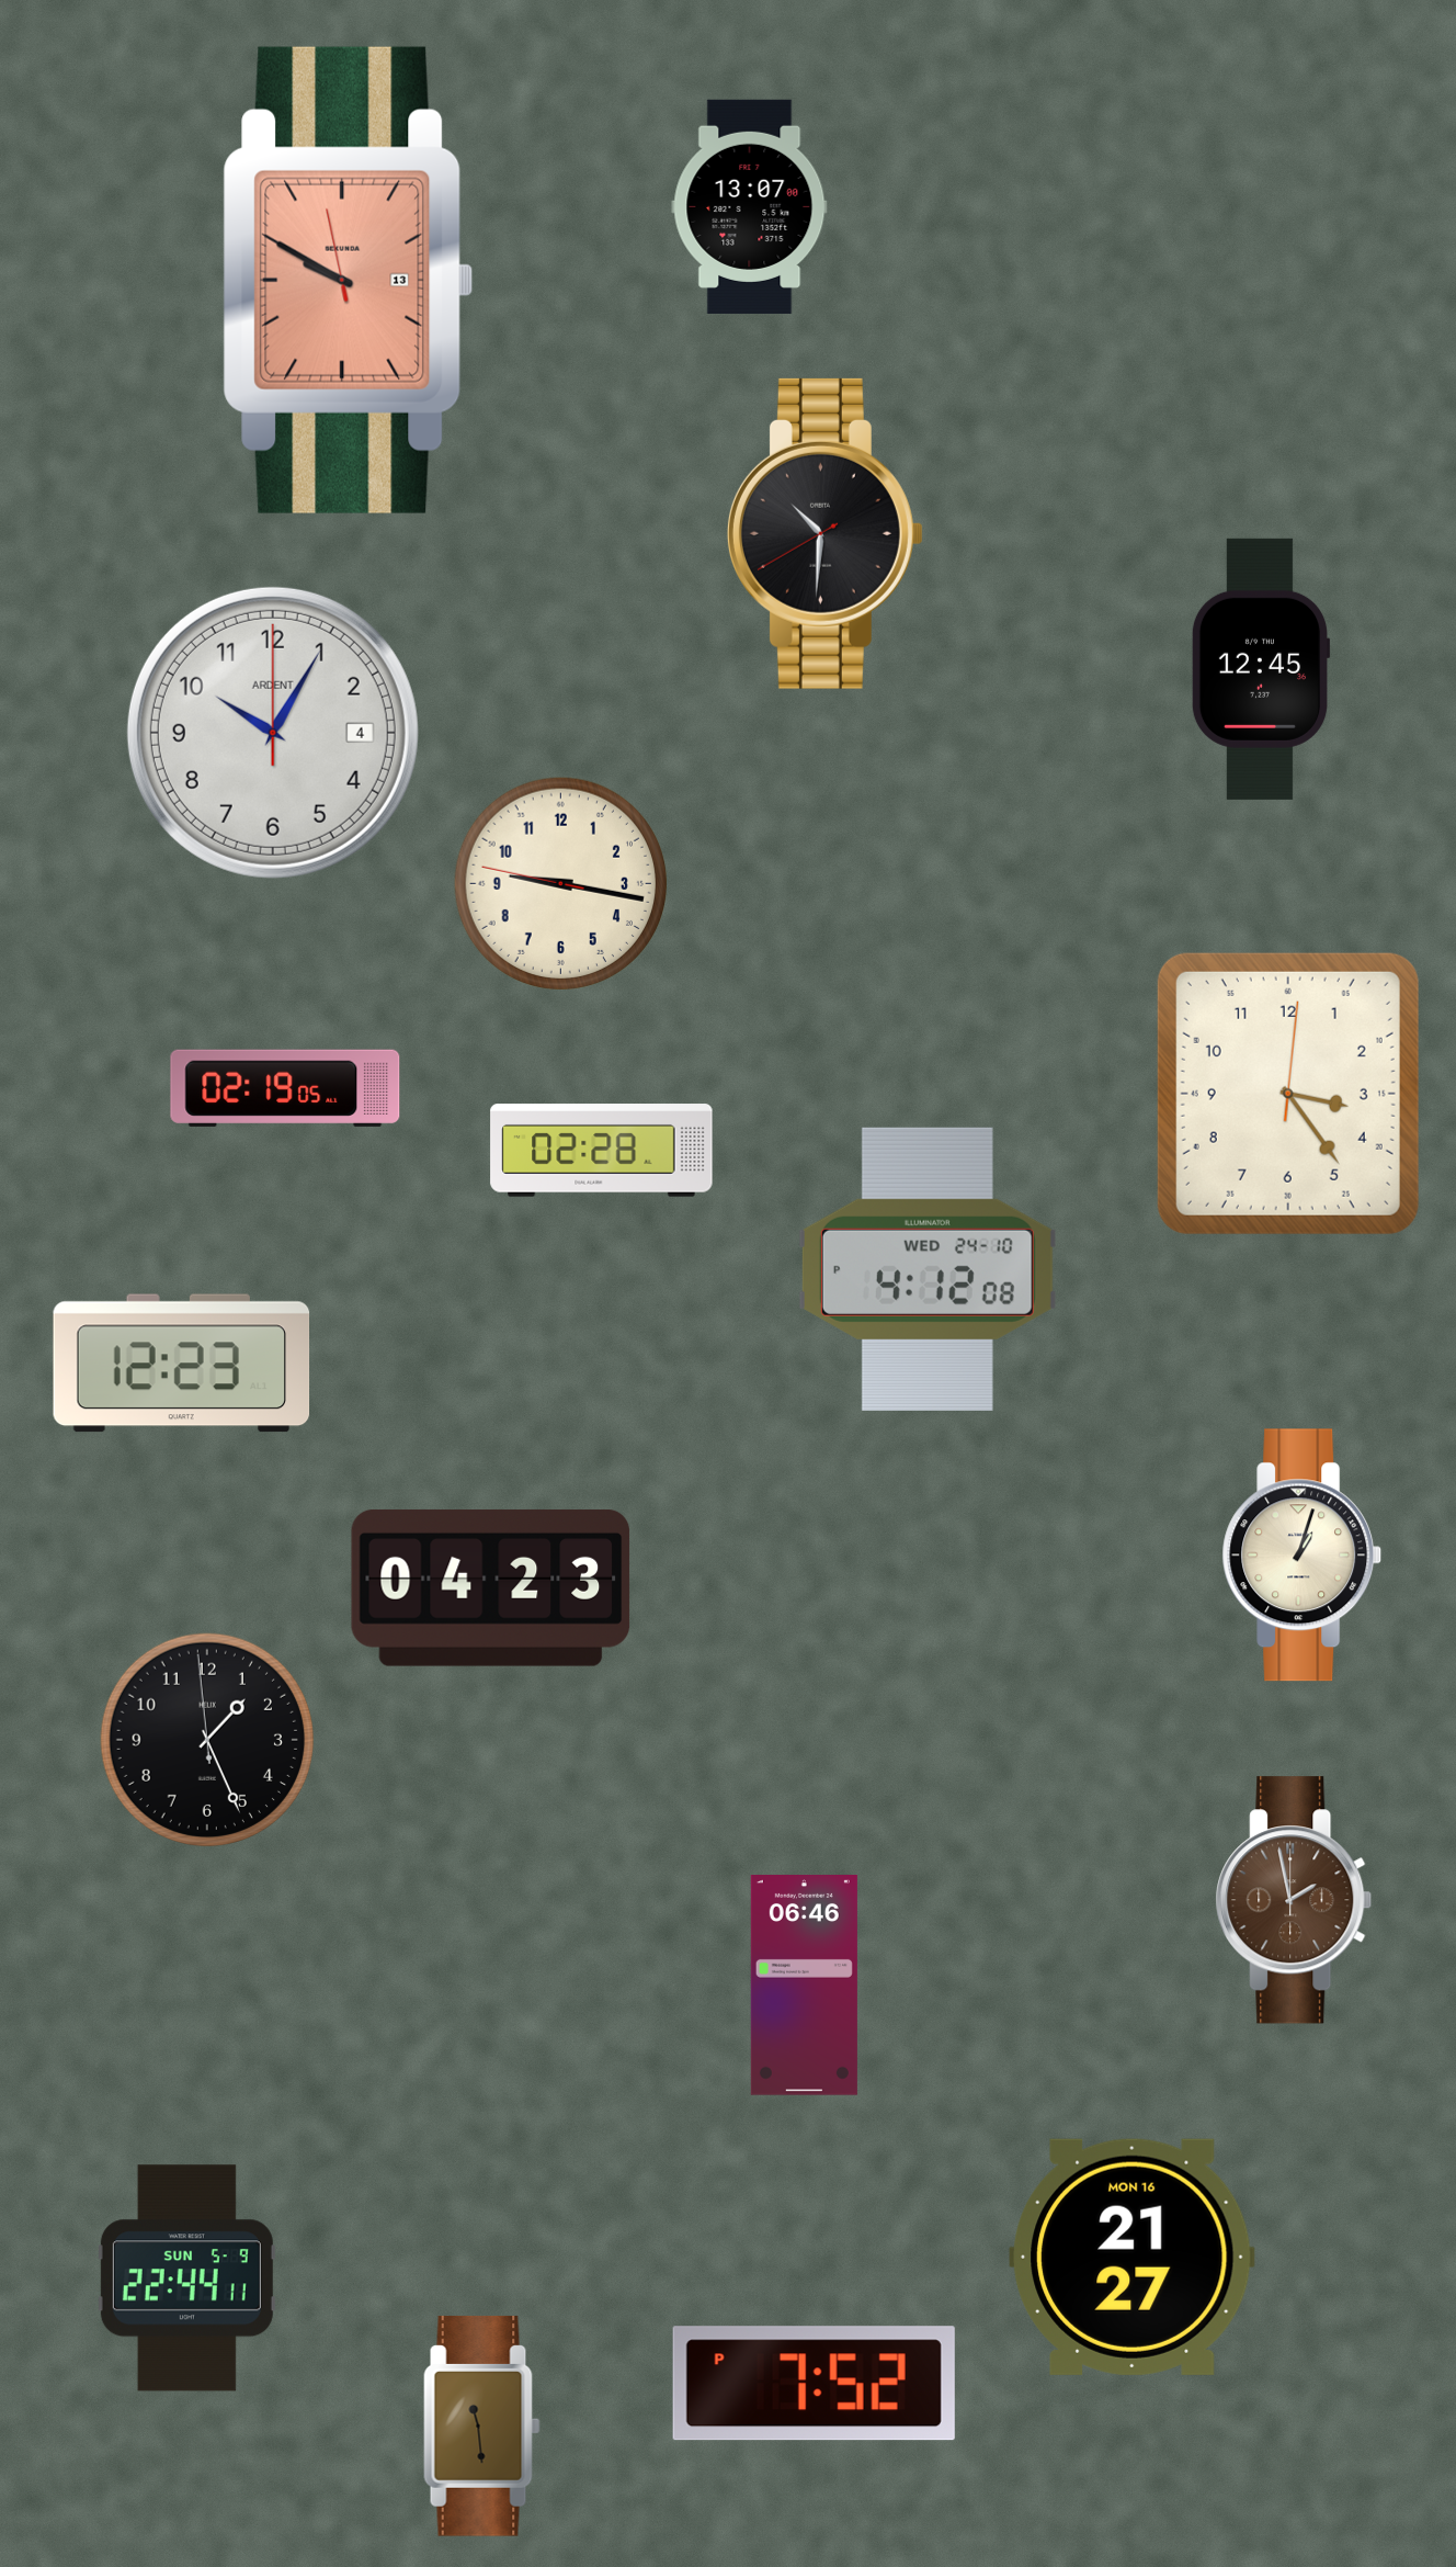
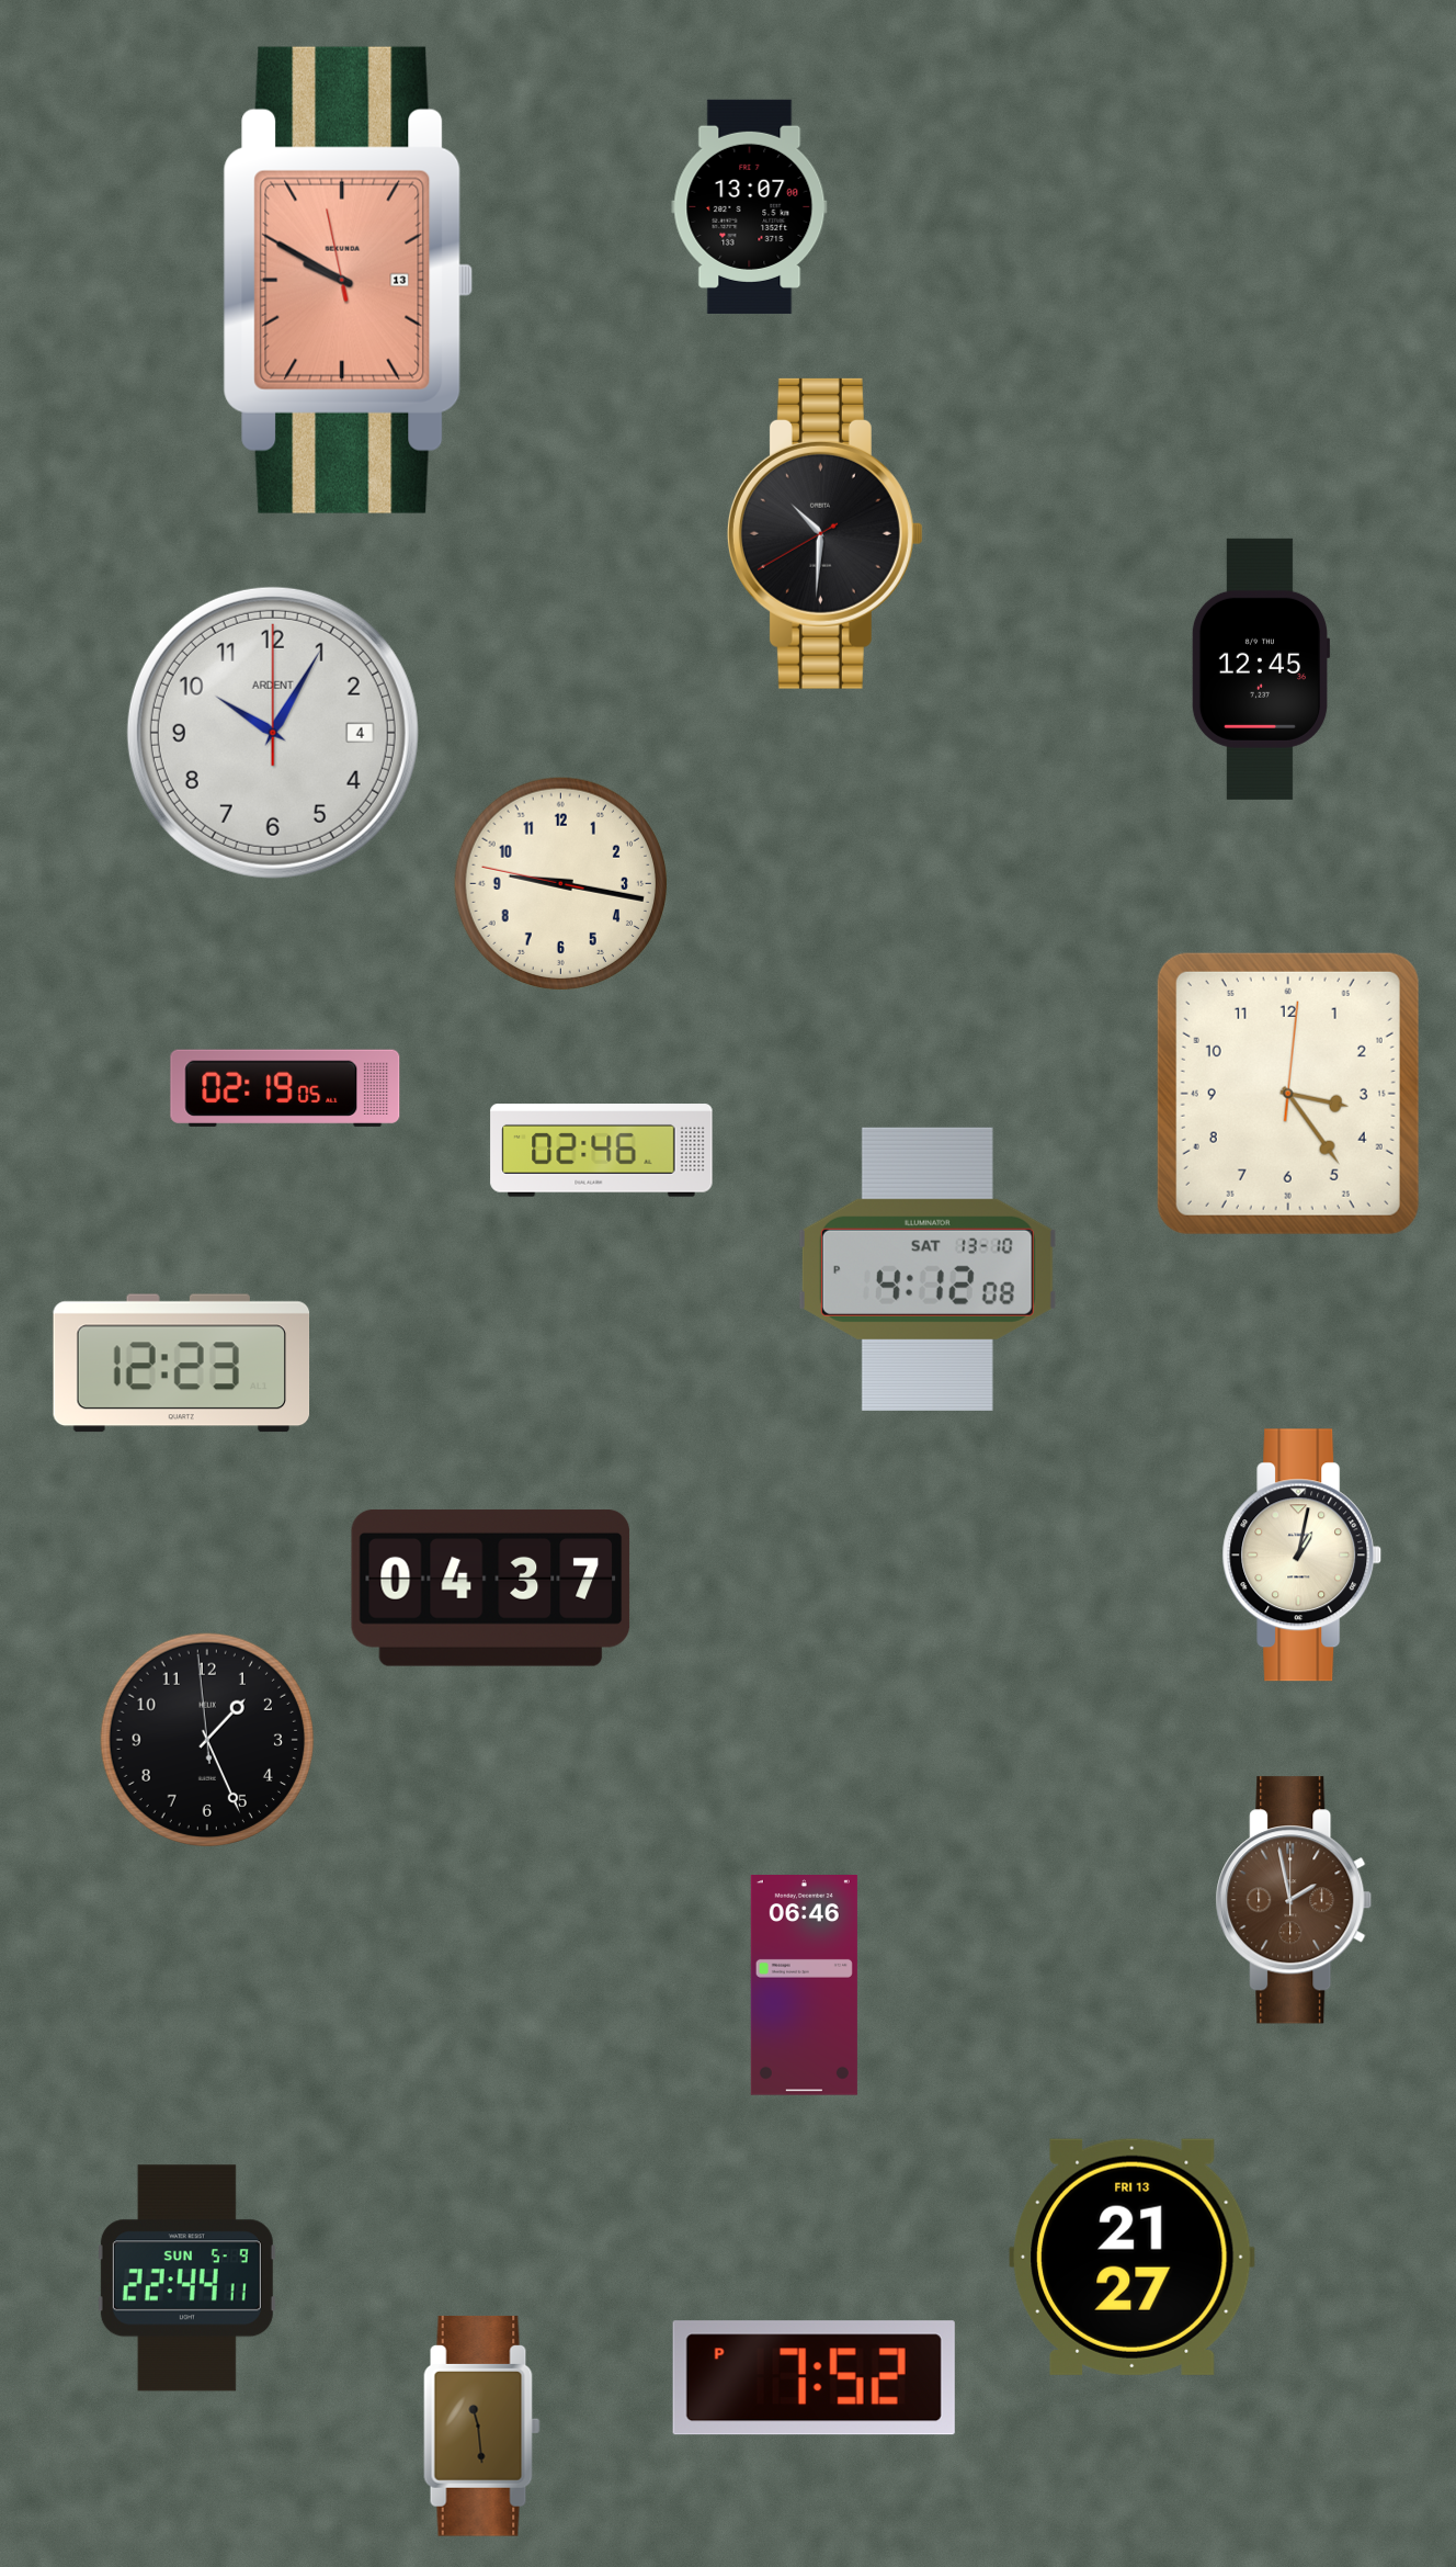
clock at (602, 1151): 02:28 -> 02:46
clock at (928, 1269) date: WED 24-10 -> SAT 13-10
clock at (1303, 1556): 1:03 -> 1:02
clock at (491, 1587): 04:23 -> 04:37
clock at (1133, 2257) date: MON 16 -> FRI 13
clock at (814, 2384) position: (814, 2384) -> (814, 2378)
